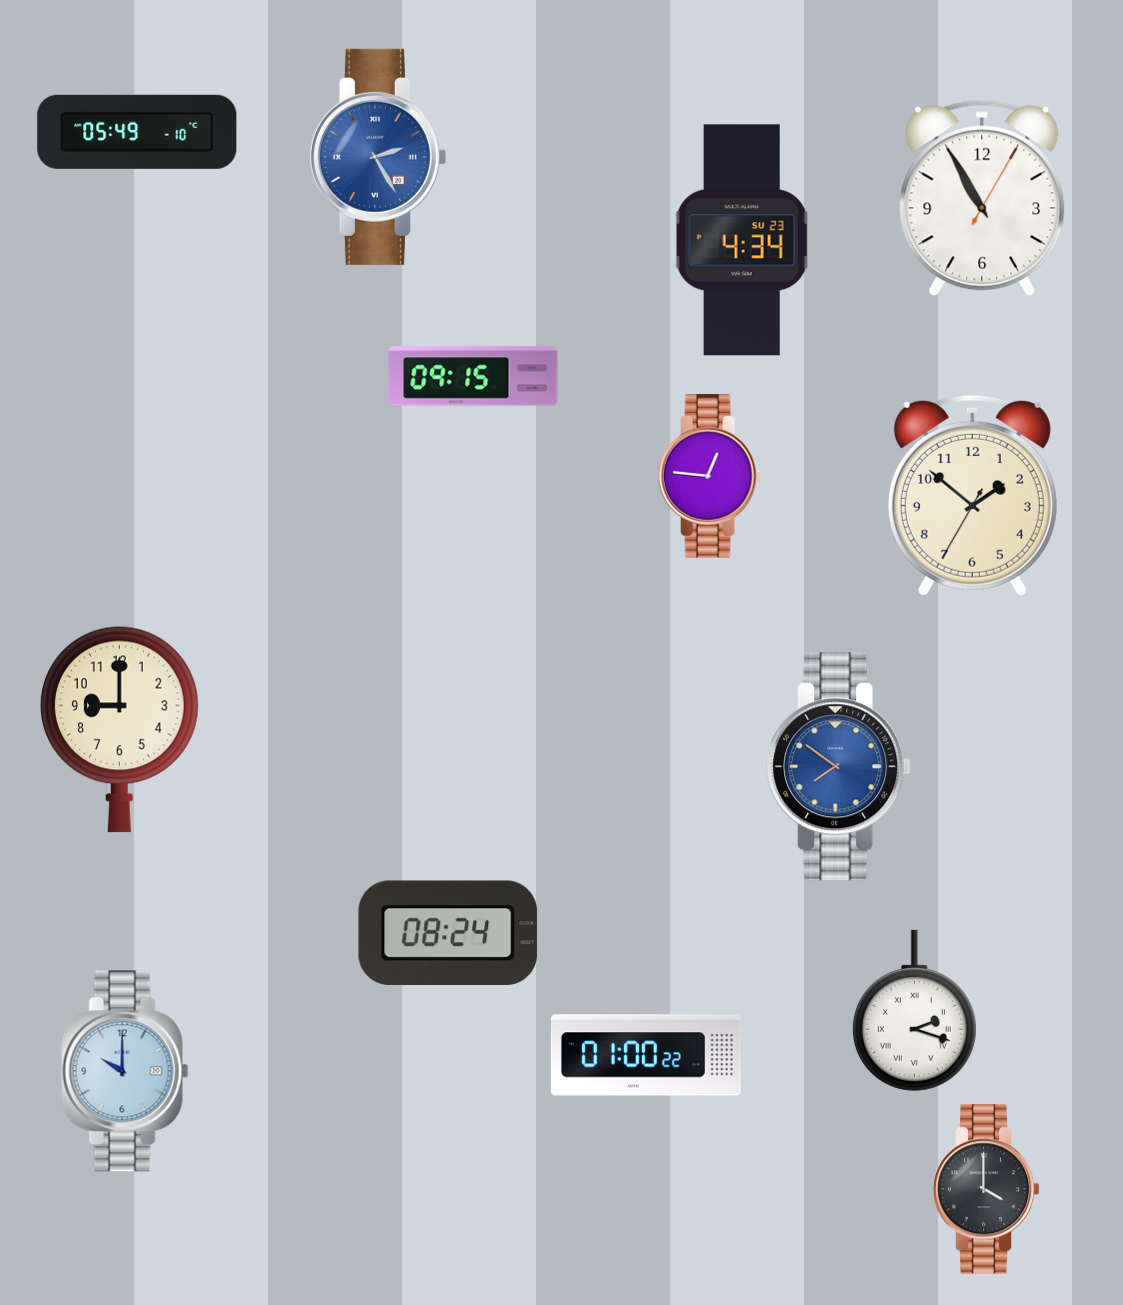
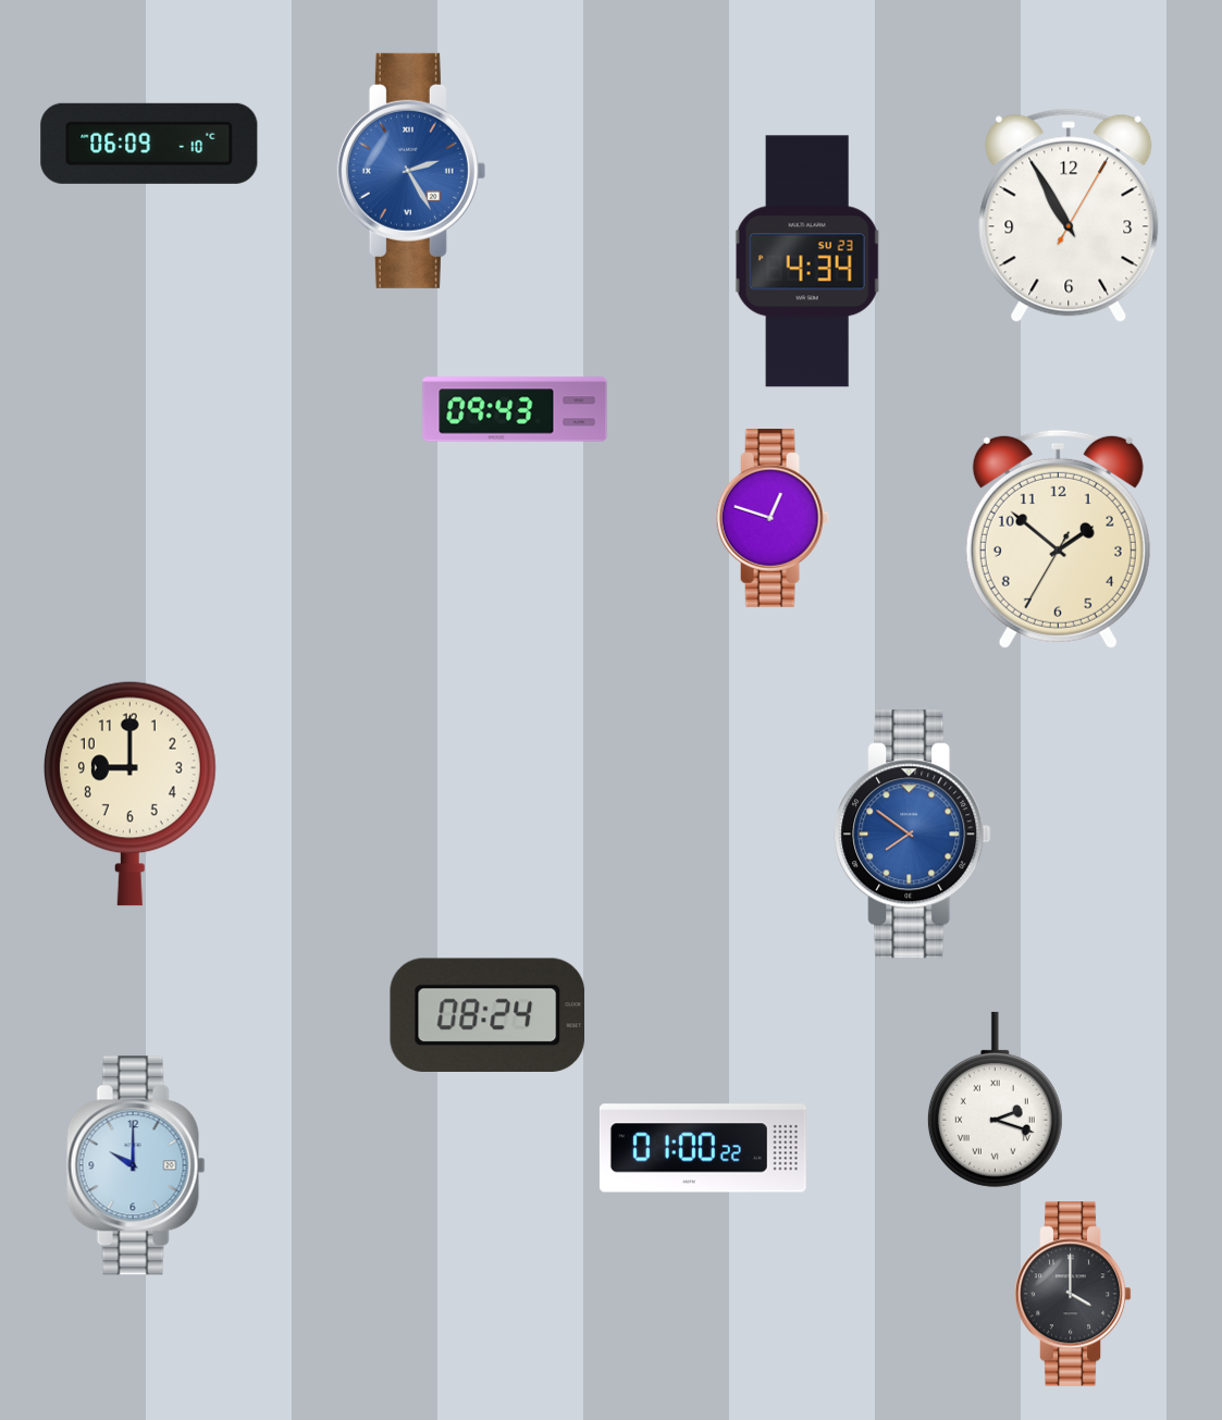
clock at (137, 132): 05:49 -> 06:09
clock at (473, 376): 09:15 -> 09:43
clock at (710, 476): 12:46 -> 12:48
